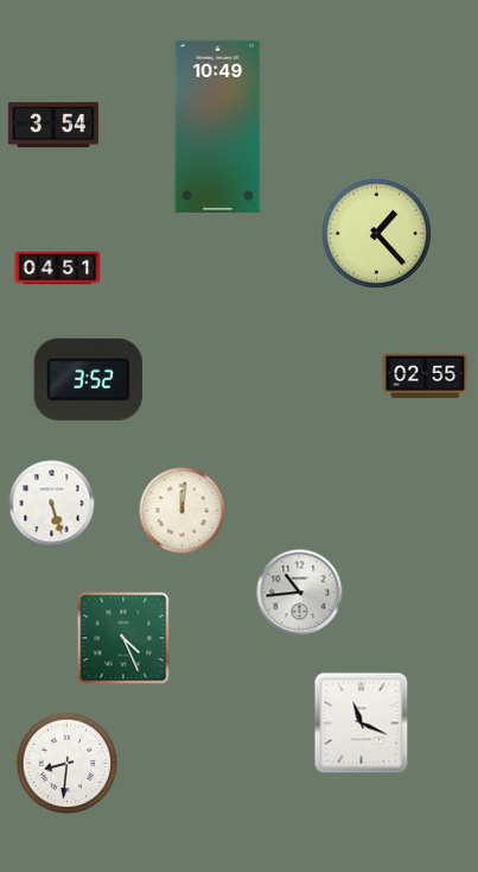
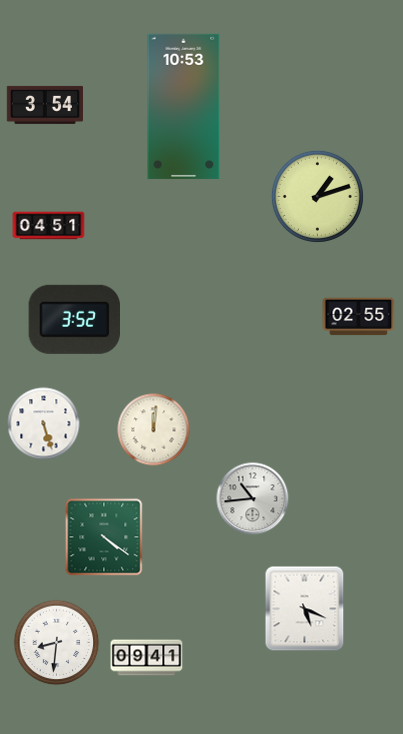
clock at (218, 126): 10:49 -> 10:53
clock at (376, 233): 1:23 -> 1:12
clock at (123, 638): 4:26 -> 4:21
clock at (362, 723): 11:19 -> 5:19
clock at (147, 658): none -> 09:41
